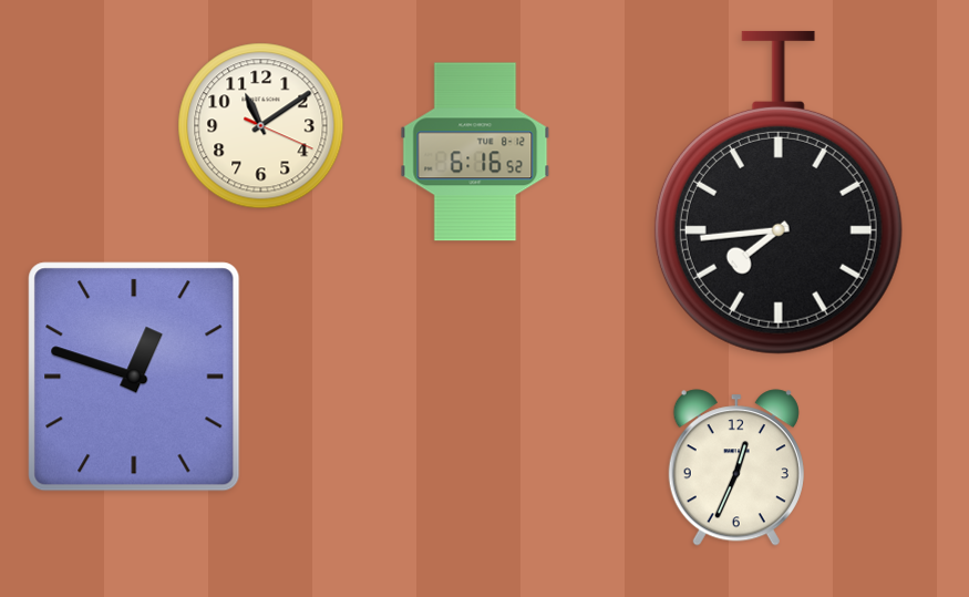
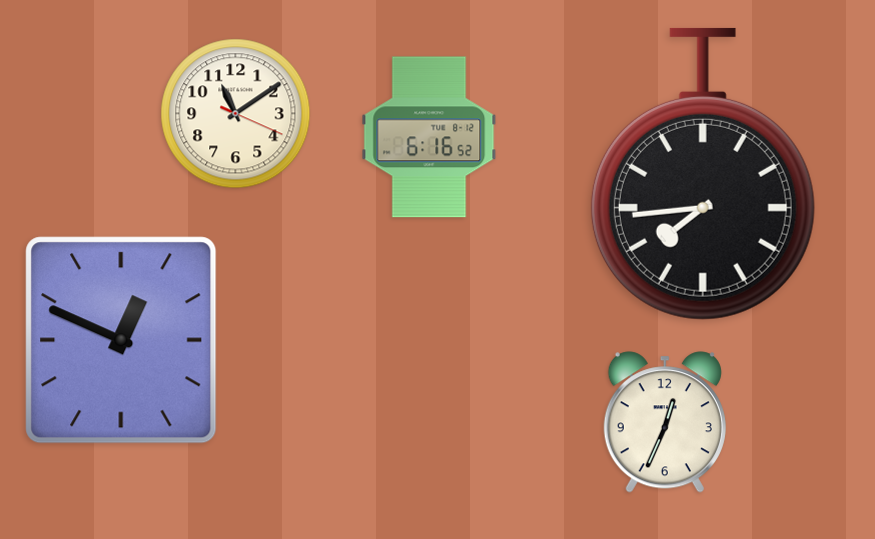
clock at (134, 377): 12:48 -> 12:49
